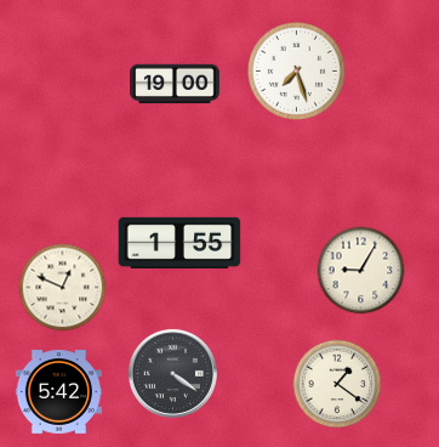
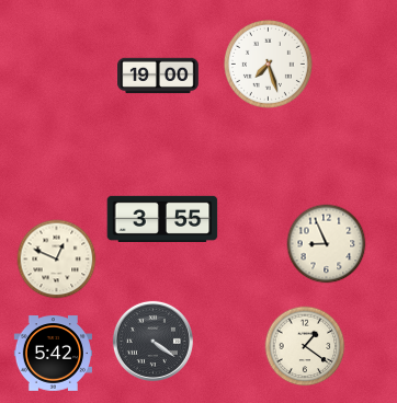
clock at (179, 243): 1:55 -> 3:55
clock at (361, 271): 9:05 -> 8:56
clock at (172, 373) position: (172, 373) -> (152, 341)
